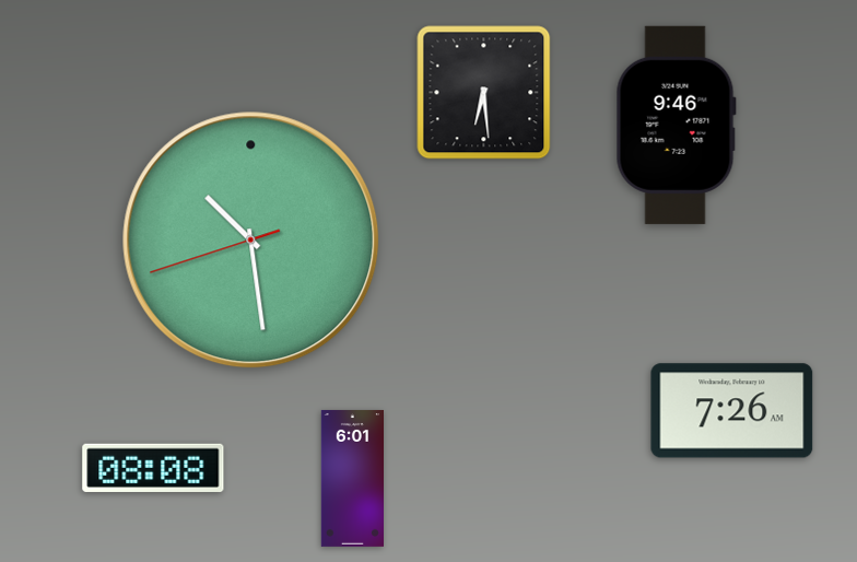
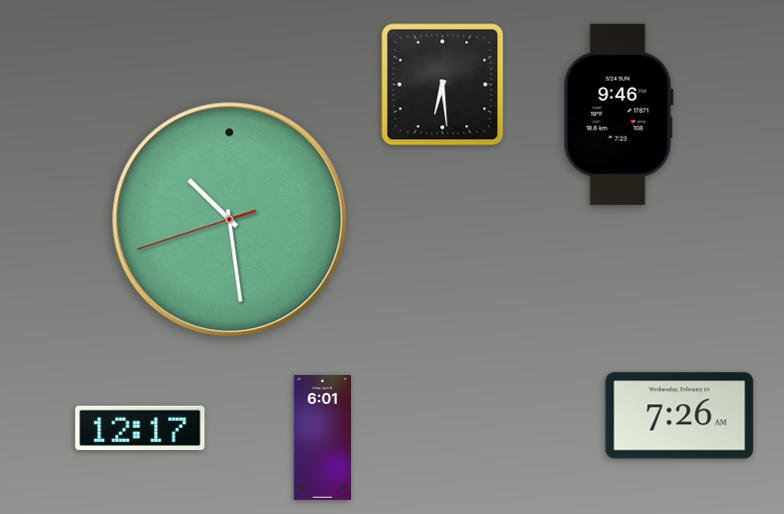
clock at (732, 411) position: (732, 411) -> (680, 416)
clock at (153, 468): 08:08 -> 12:17
